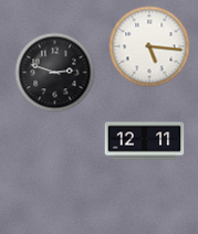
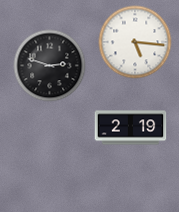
clock at (145, 141): 12:11 -> 2:19
